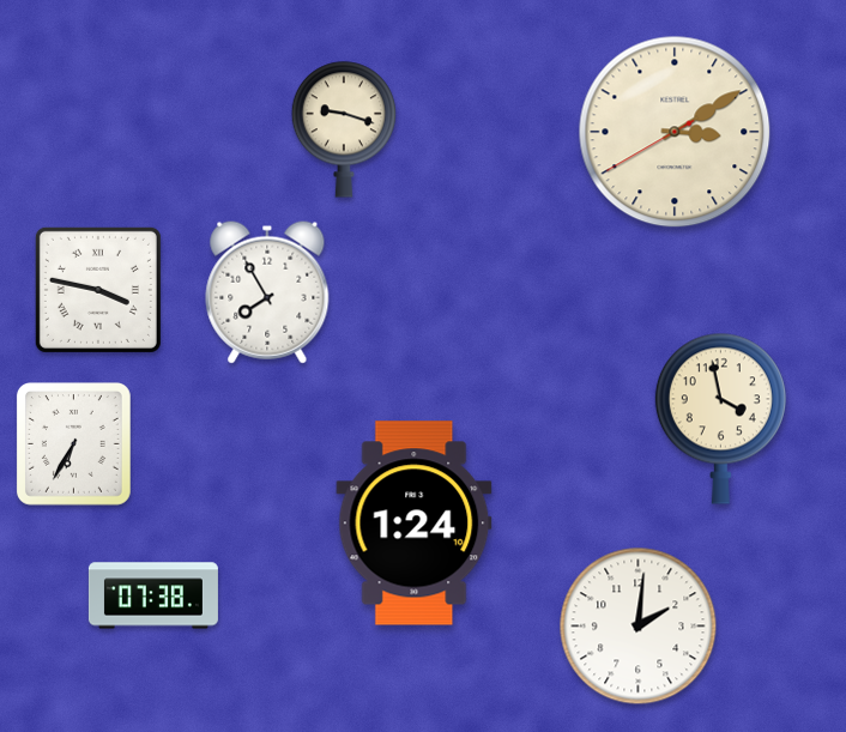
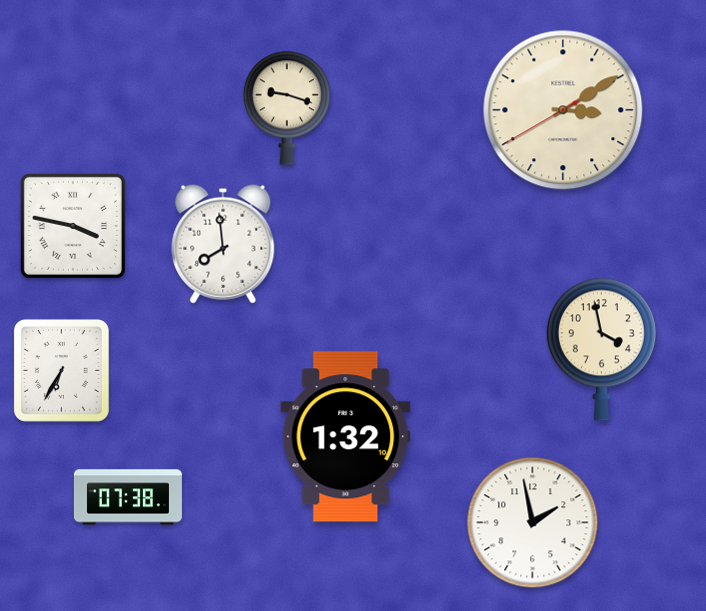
clock at (98, 290) position: (98, 290) -> (73, 226)
clock at (267, 292): 7:55 -> 7:59
clock at (415, 524): 1:24 -> 1:32
clock at (639, 627): 2:01 -> 1:58
